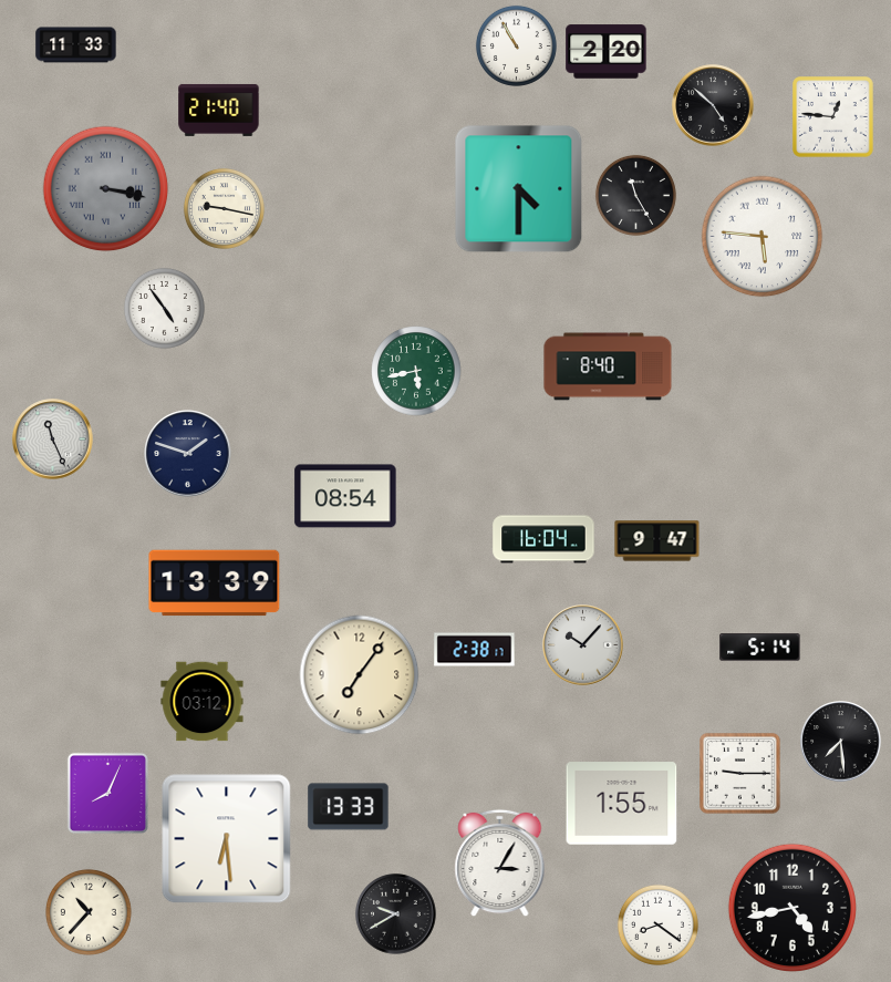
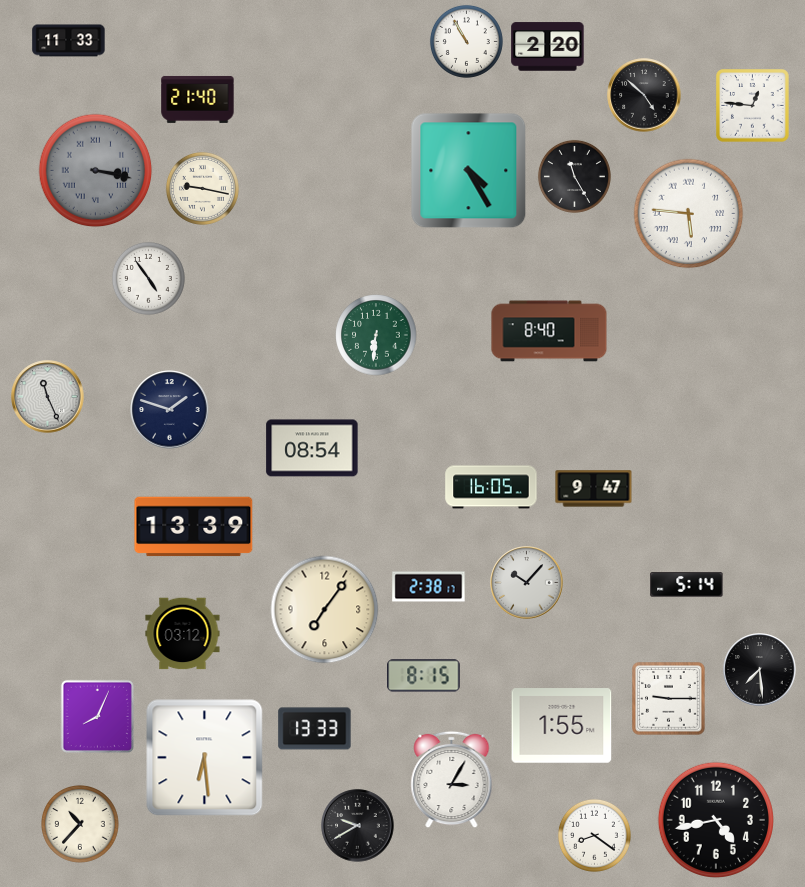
clock at (519, 189): 4:30 -> 4:25
clock at (416, 371): 5:43 -> 6:31
clock at (543, 539): 16:04 -> 16:05
clock at (424, 676): none -> 8:15
